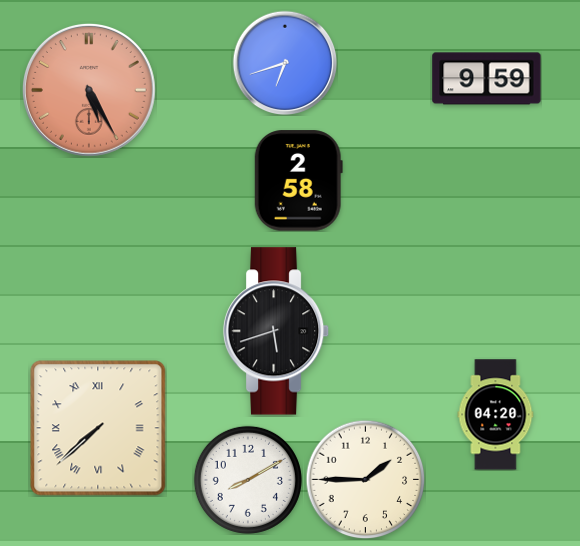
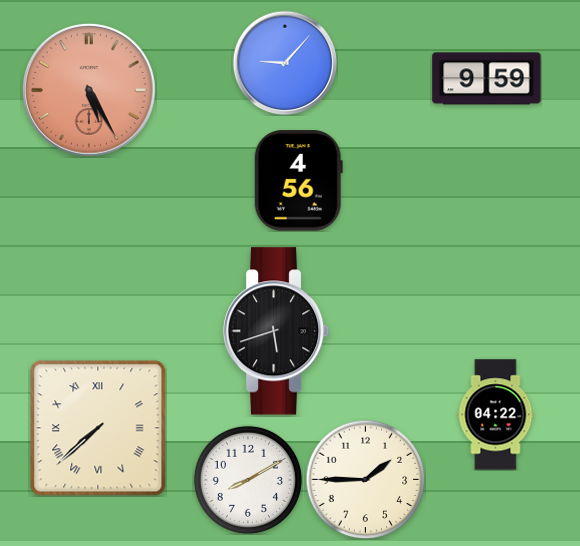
clock at (285, 63): 6:42 -> 9:07
clock at (298, 181): 2:58 -> 4:56
clock at (496, 415): 04:20 -> 04:22
